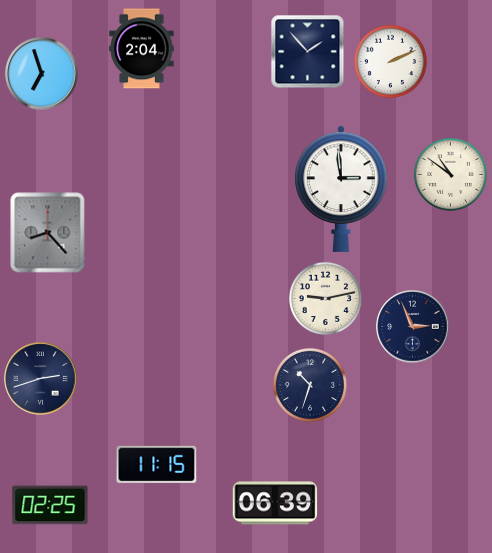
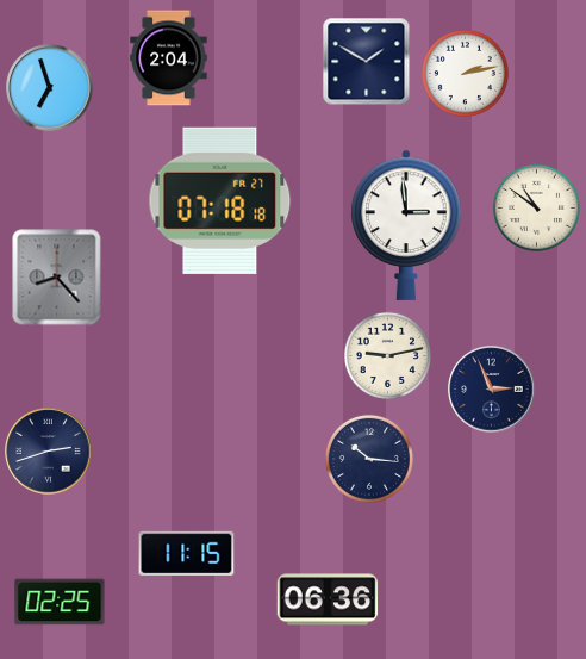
clock at (308, 52): 1:53 -> 1:50
clock at (390, 61): 2:11 -> 2:13
clock at (220, 200): none -> 07:18
clock at (310, 385): 10:33 -> 10:16
clock at (275, 503): 06:39 -> 06:36
